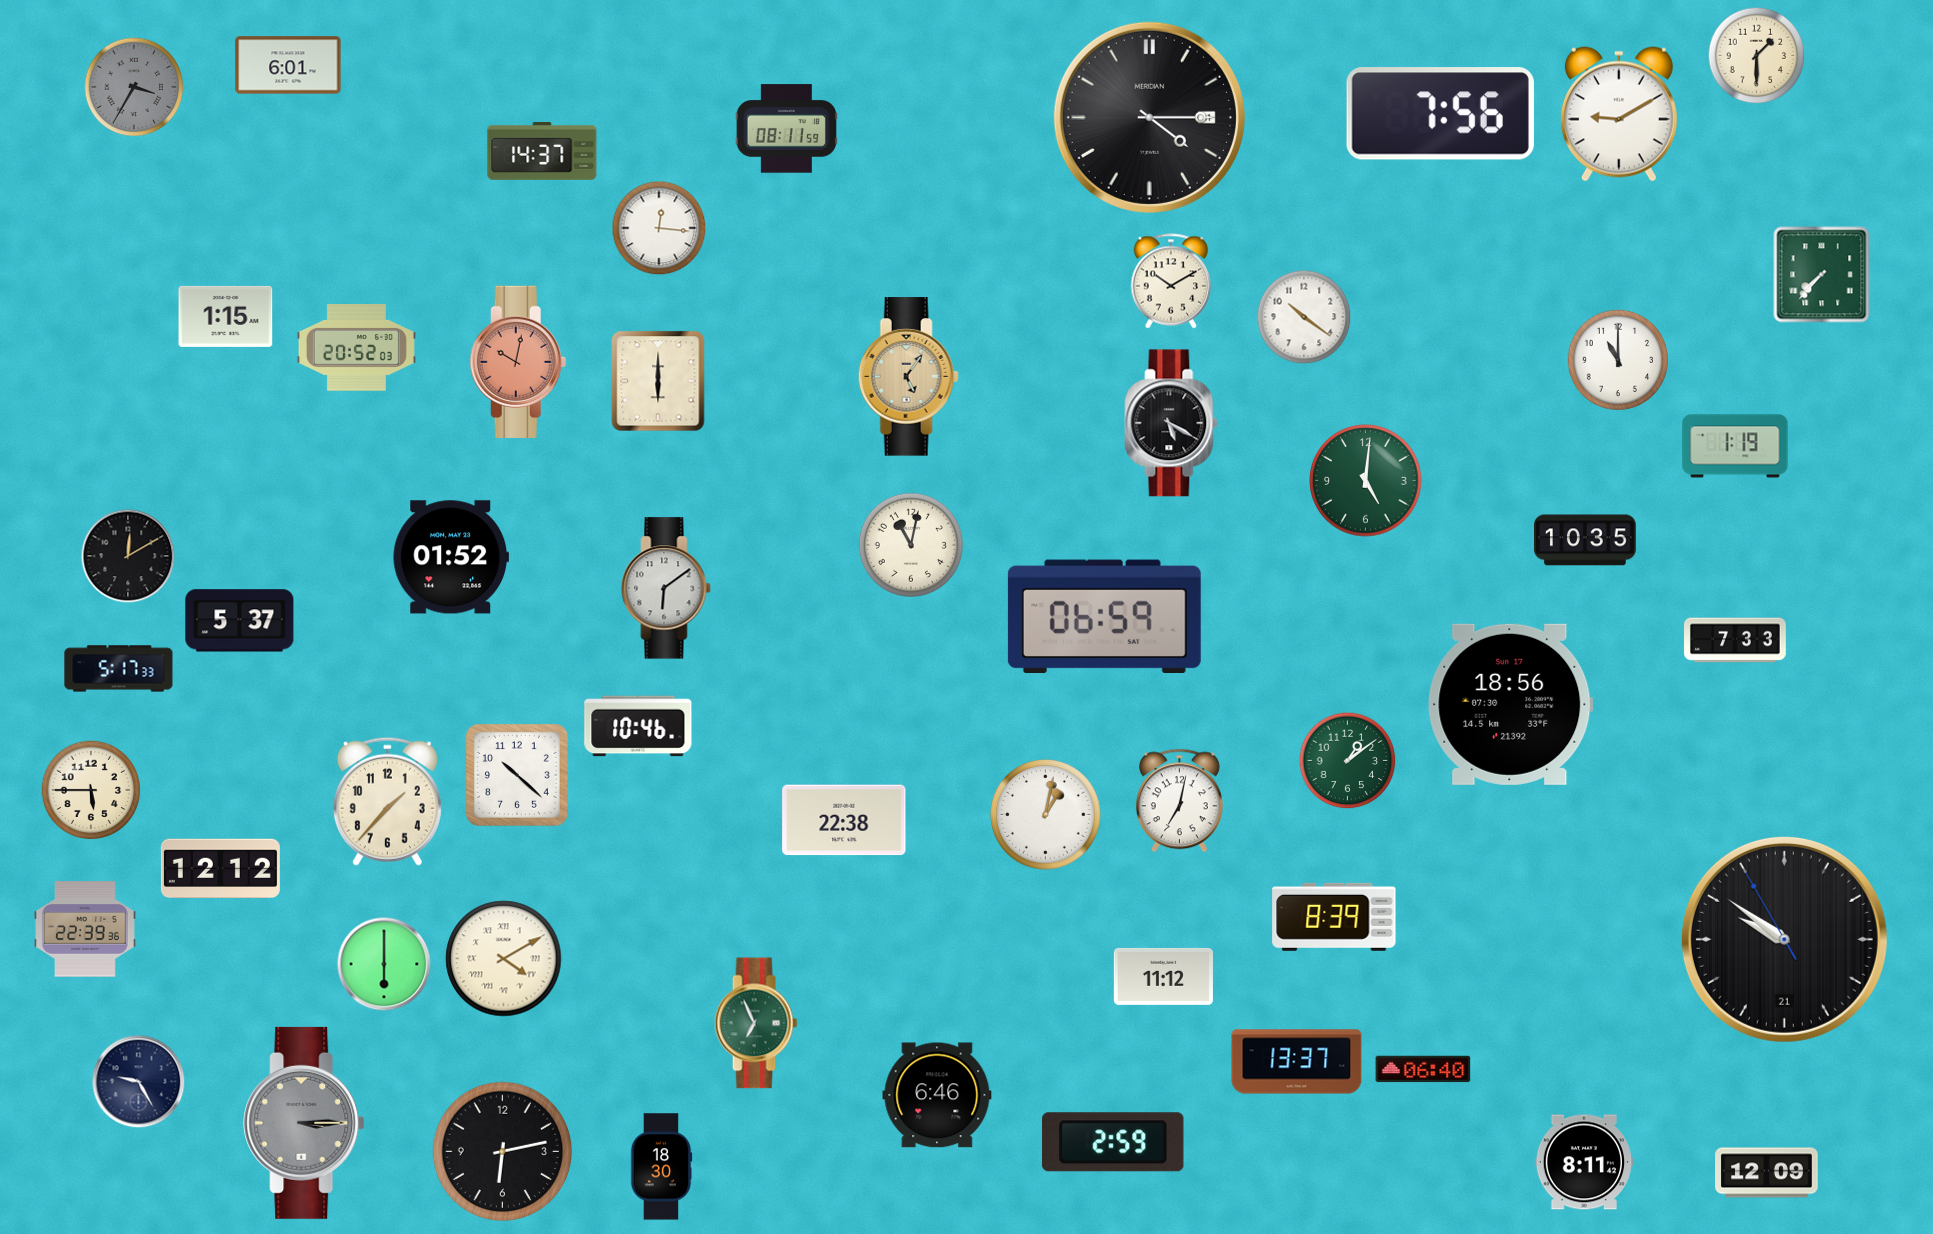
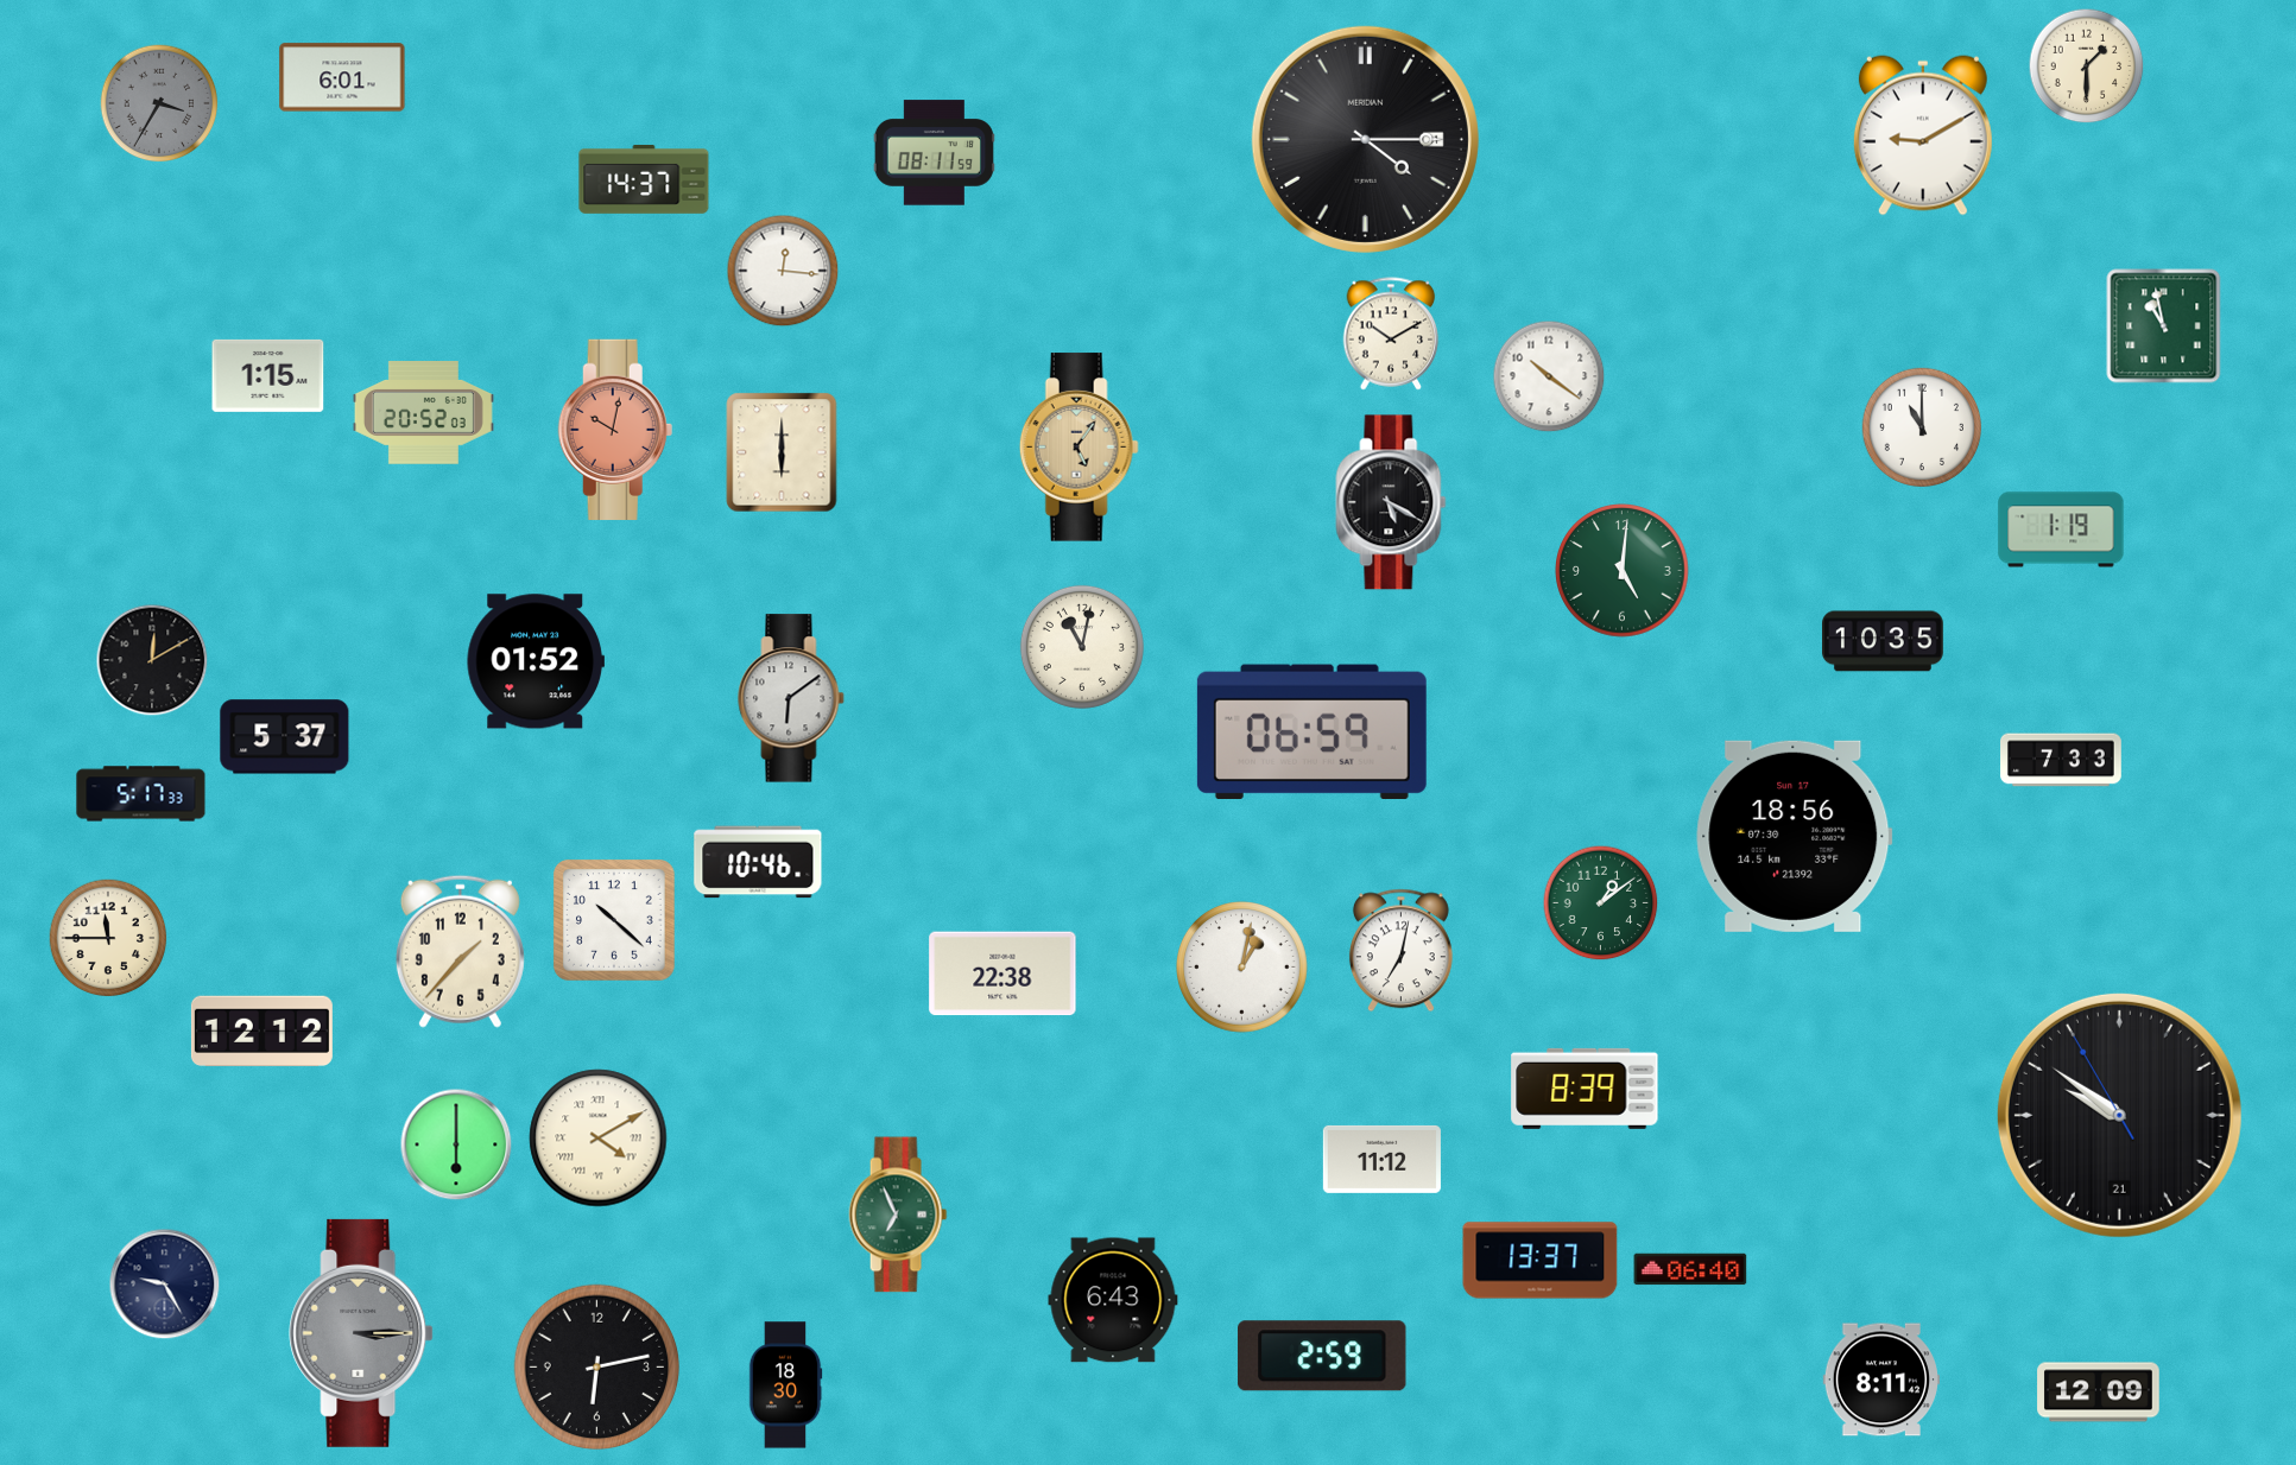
clock at (1440, 114): 7:56 -> none
clock at (1822, 275): 7:37 -> 10:58
clock at (91, 790): 5:45 -> 11:45
clock at (86, 929): 22:39 -> none
clock at (937, 1095): 6:46 -> 6:43
